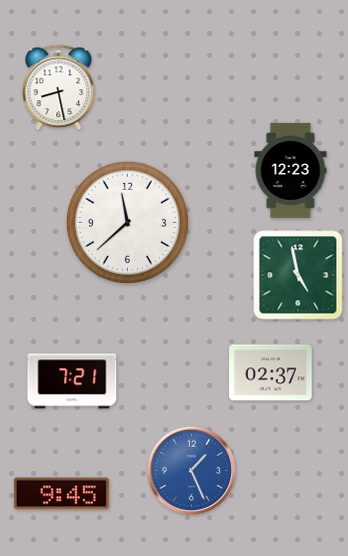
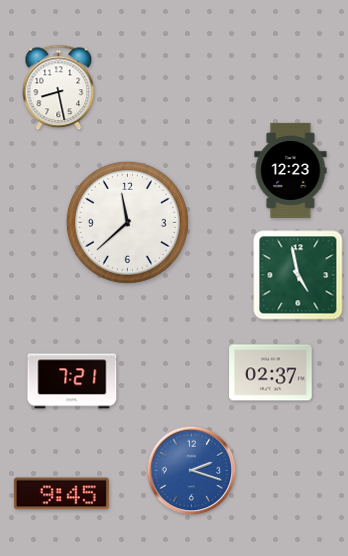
clock at (192, 471): 1:26 -> 2:18
